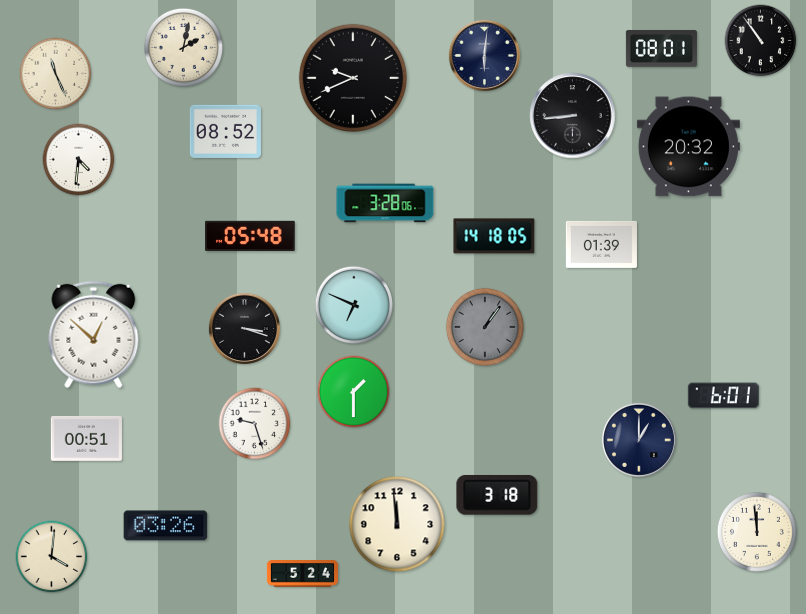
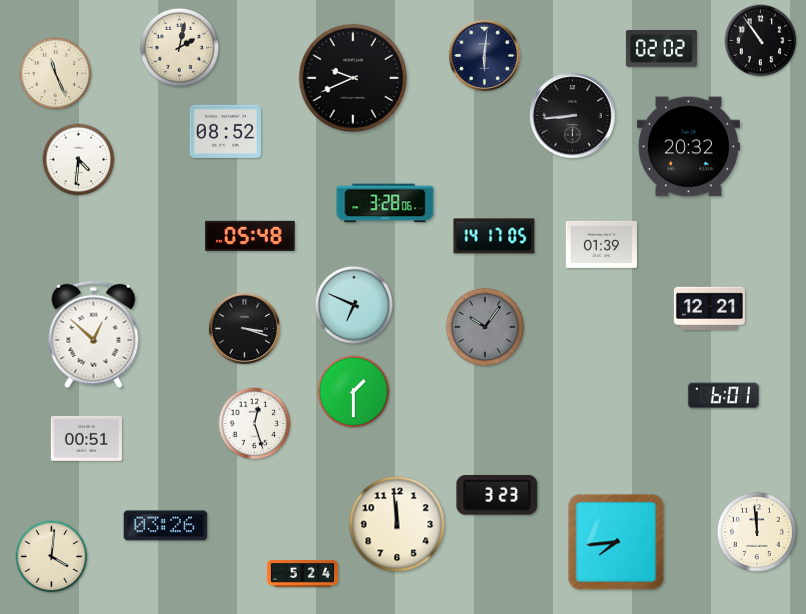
clock at (183, 47) position: (183, 47) -> (179, 47)
clock at (661, 48): 08:01 -> 02:02
clock at (494, 236): 14:18 -> 14:17
clock at (709, 308): none -> 12:21
clock at (485, 327): 1:06 -> 10:06
clock at (255, 424): 9:27 -> 12:27
clock at (639, 440): 1:00 -> none
clock at (497, 495): 3:18 -> 3:23
clock at (616, 542): none -> 7:44
